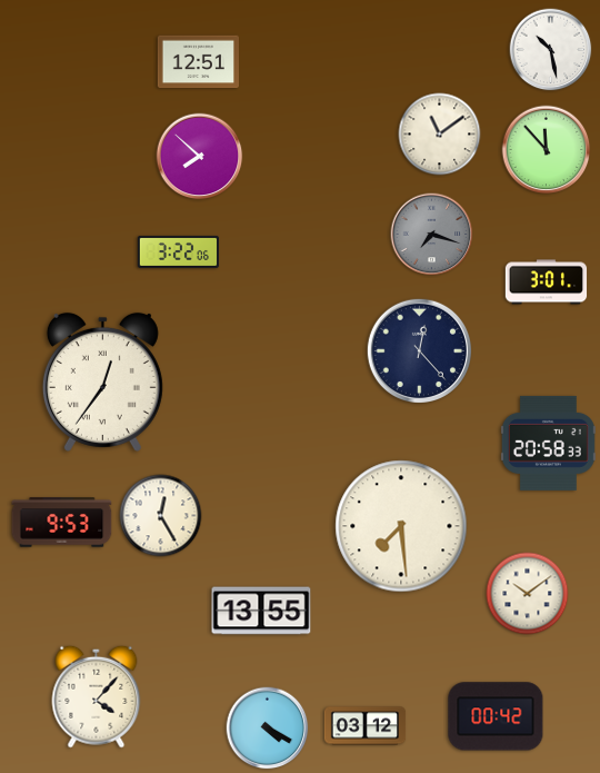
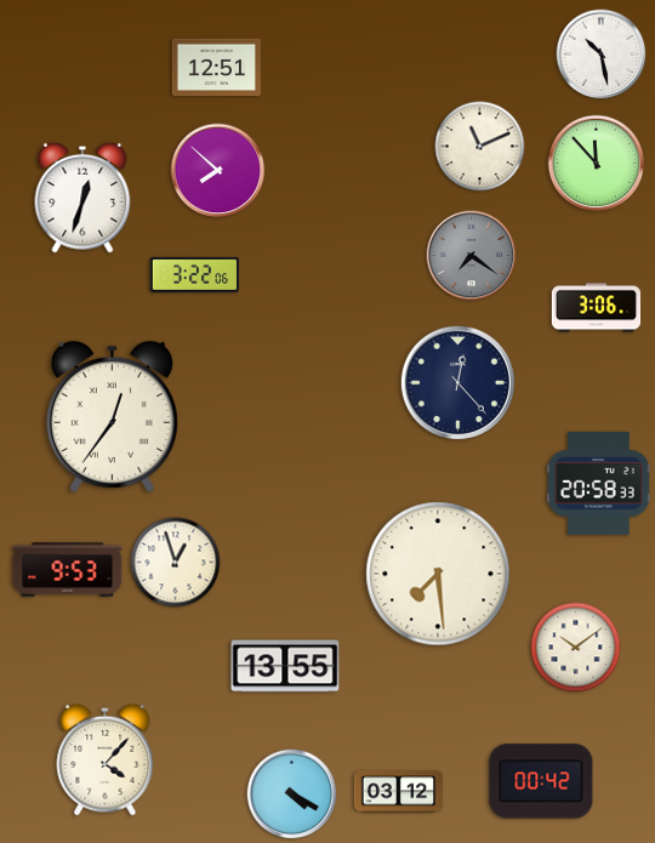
clock at (440, 135): 11:09 -> 11:11
clock at (82, 198): none -> 12:33
clock at (432, 235): 7:18 -> 7:21
clock at (547, 283): 3:01 -> 3:06
clock at (161, 516): 12:25 -> 12:57
